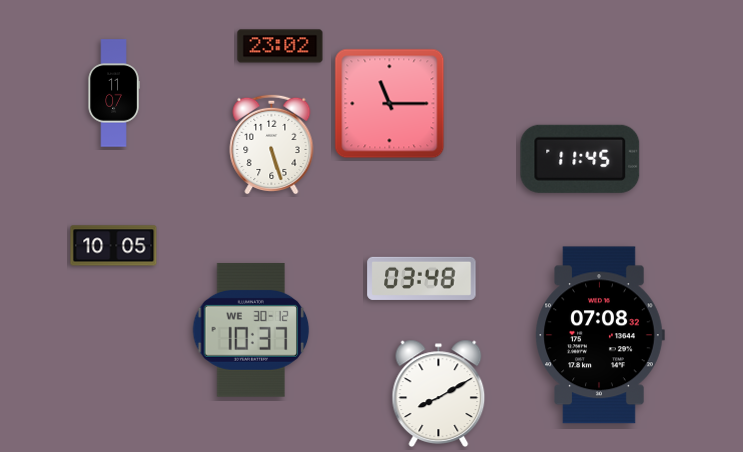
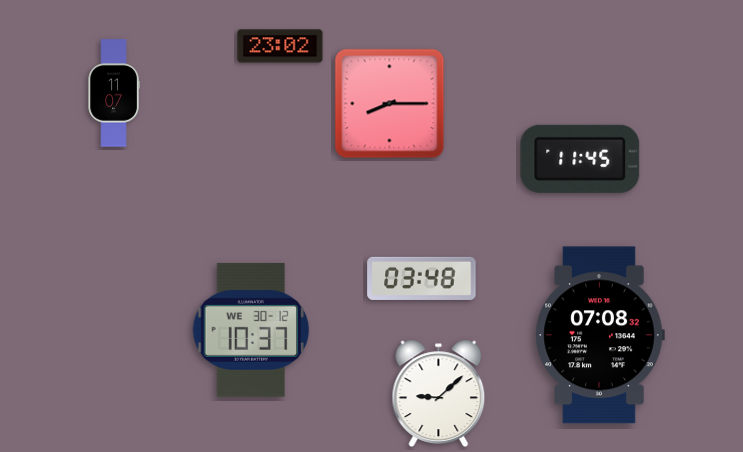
clock at (390, 104): 11:15 -> 8:15
clock at (272, 144): 5:27 -> none
clock at (114, 246): 10:05 -> none
clock at (439, 393): 8:10 -> 9:08
